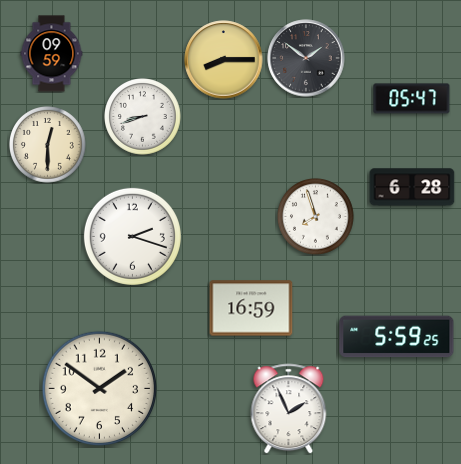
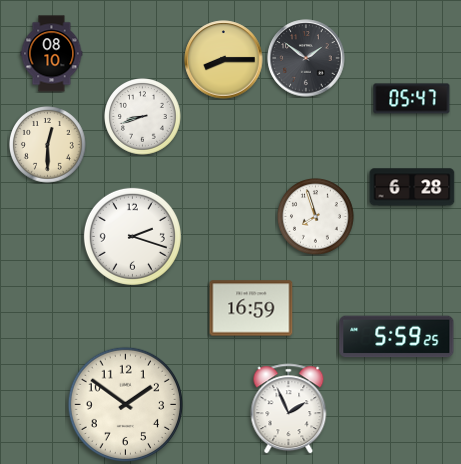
clock at (52, 54): 09:59 -> 08:10
clock at (99, 388) position: (99, 388) -> (125, 404)
